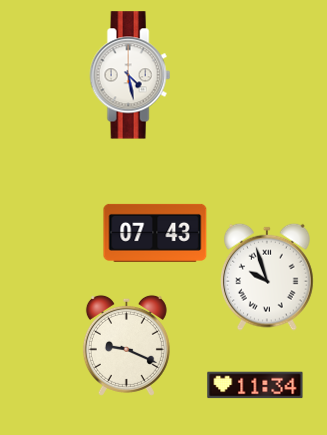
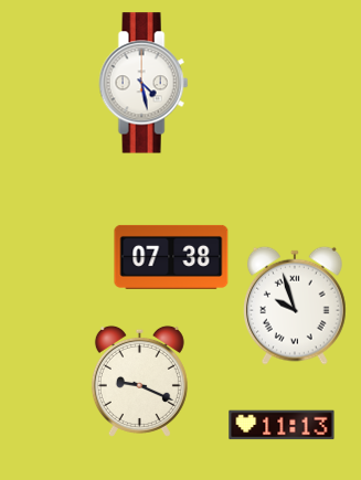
clock at (155, 233): 07:43 -> 07:38
clock at (255, 385): 11:34 -> 11:13
